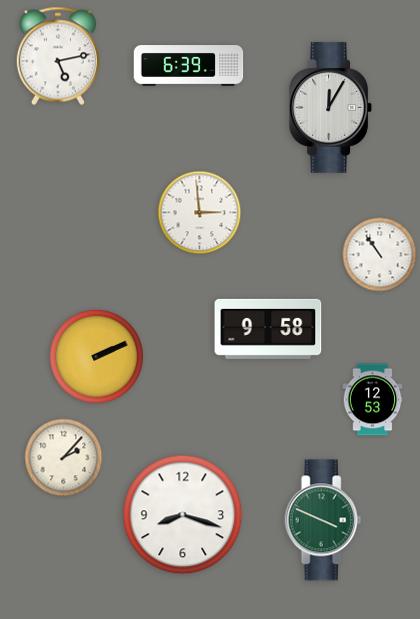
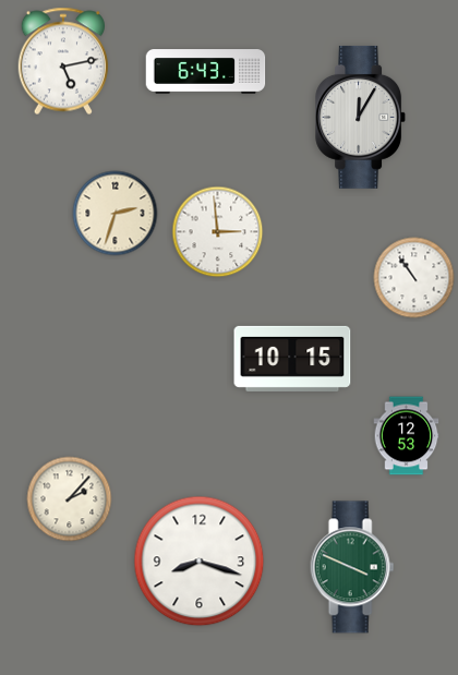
clock at (189, 66): 6:39 -> 6:43
clock at (116, 214): none -> 2:33
clock at (268, 329): 9:58 -> 10:15
clock at (96, 356): 2:11 -> none
